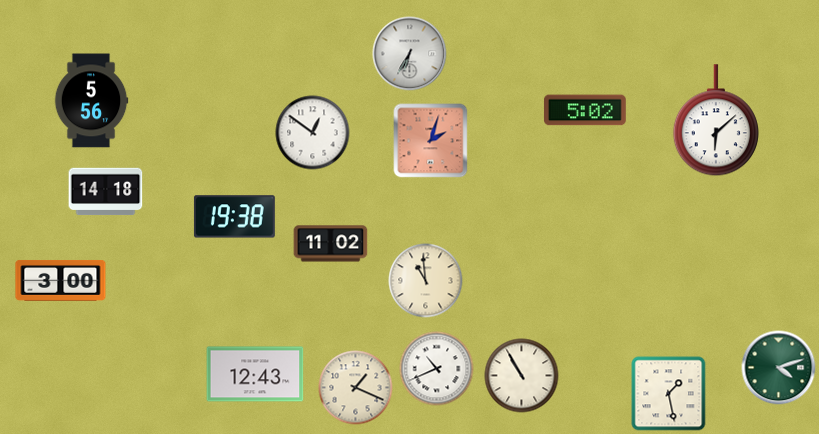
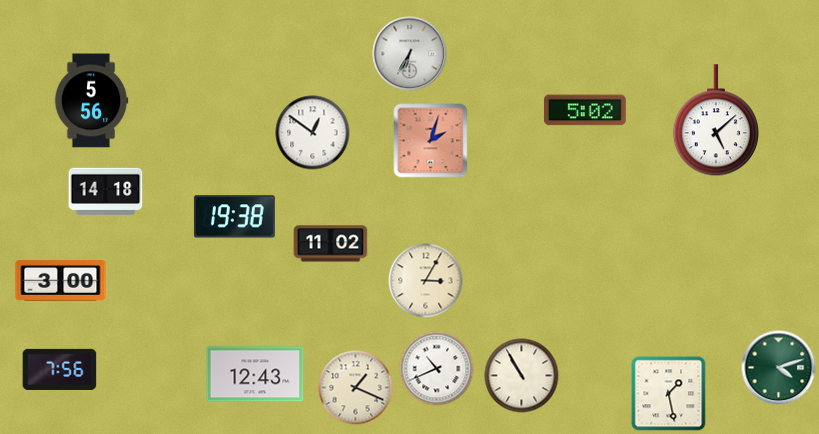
clock at (716, 121): 6:08 -> 5:08
clock at (426, 281): 10:59 -> 3:05
clock at (60, 369): none -> 7:56
